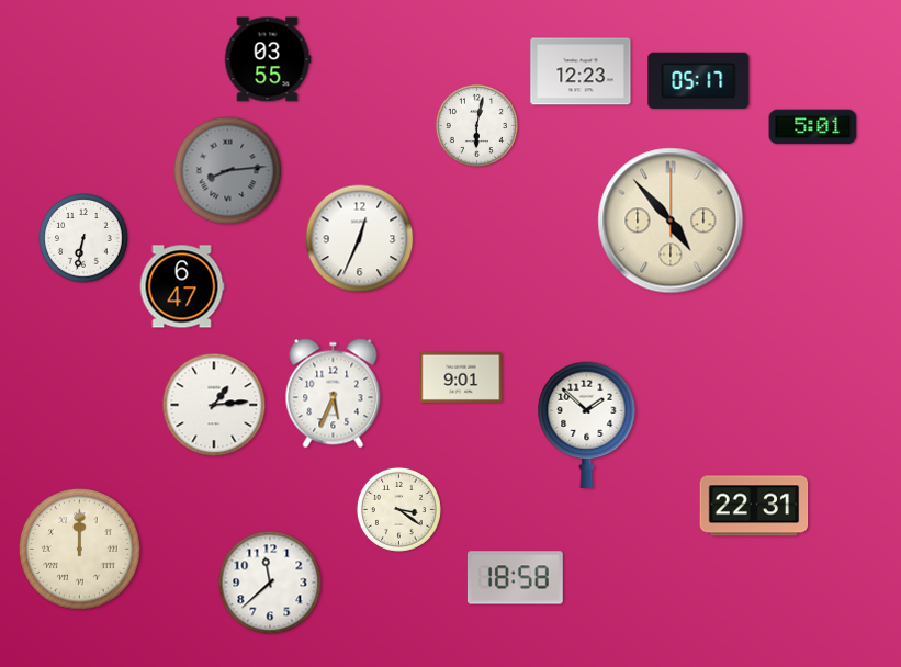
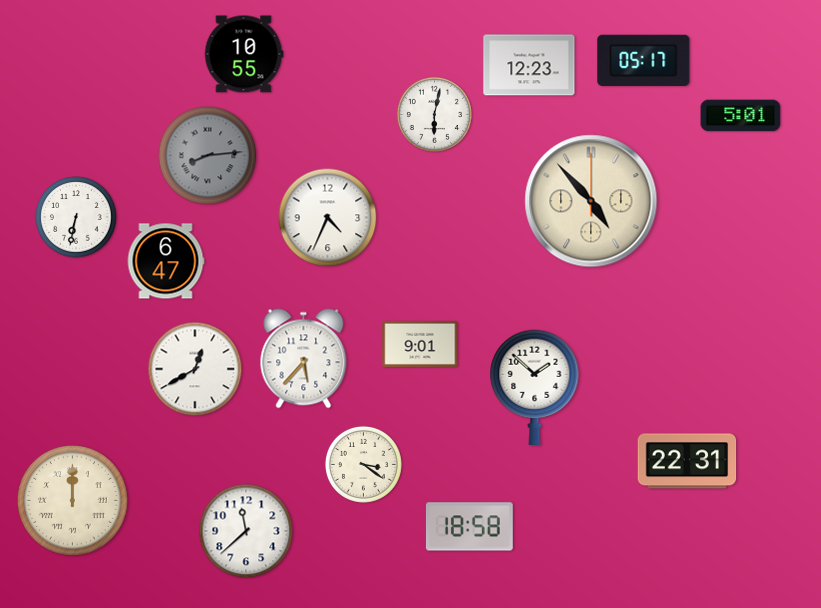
clock at (268, 59): 03:55 -> 10:55
clock at (699, 80) position: (699, 80) -> (644, 60)
clock at (671, 221) position: (671, 221) -> (591, 201)
clock at (360, 239): 12:34 -> 4:34
clock at (334, 394): 5:34 -> 5:37
clock at (214, 405): 1:14 -> 12:40
